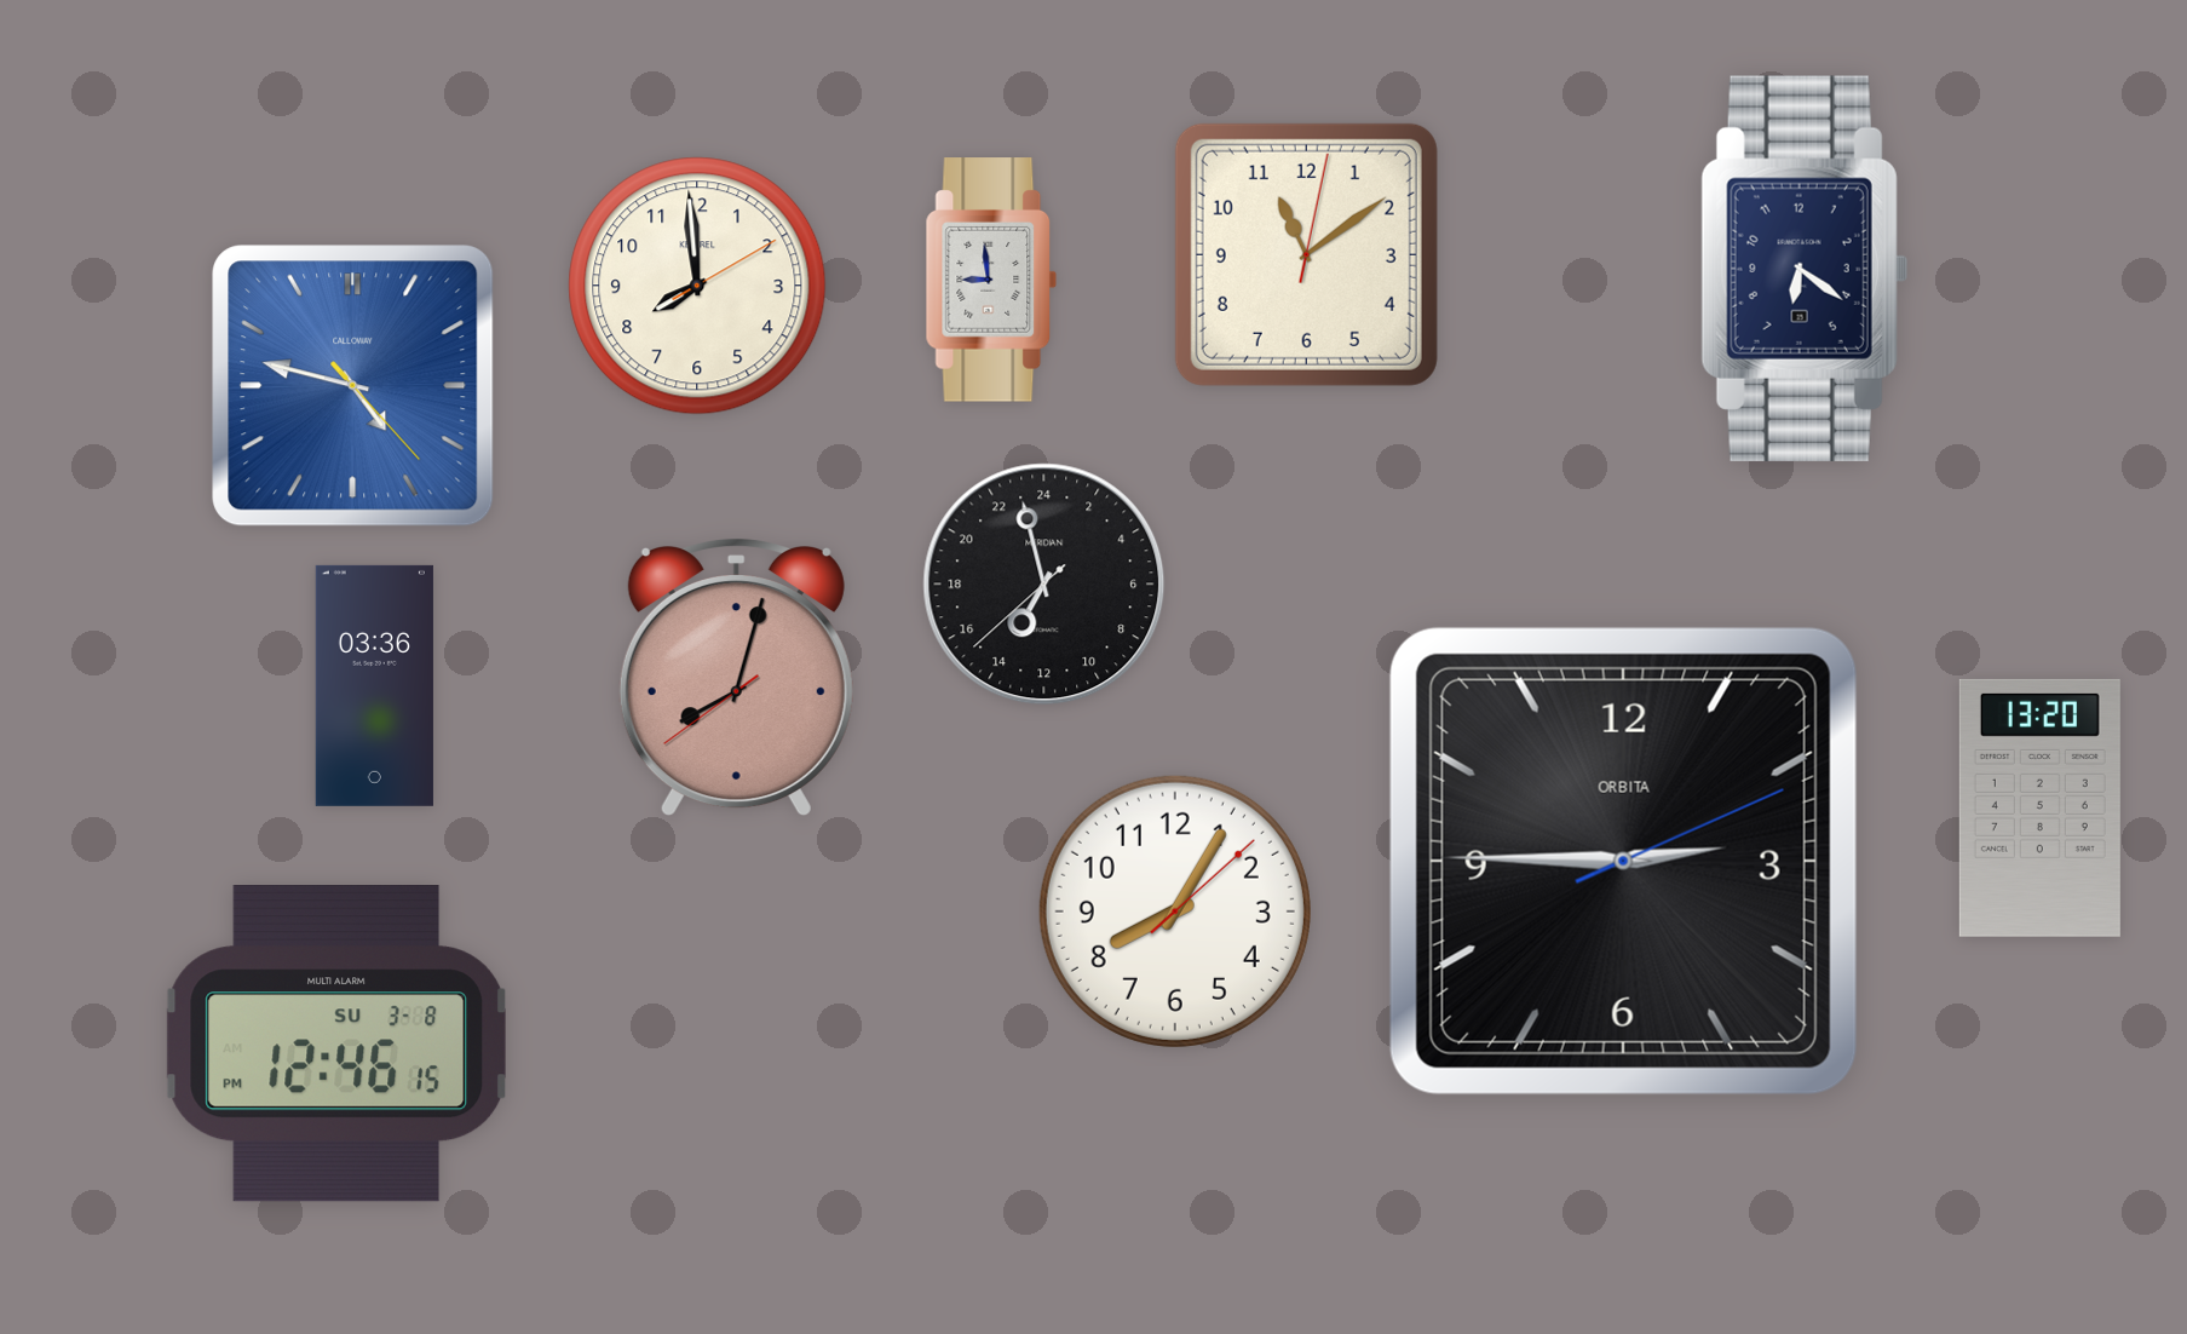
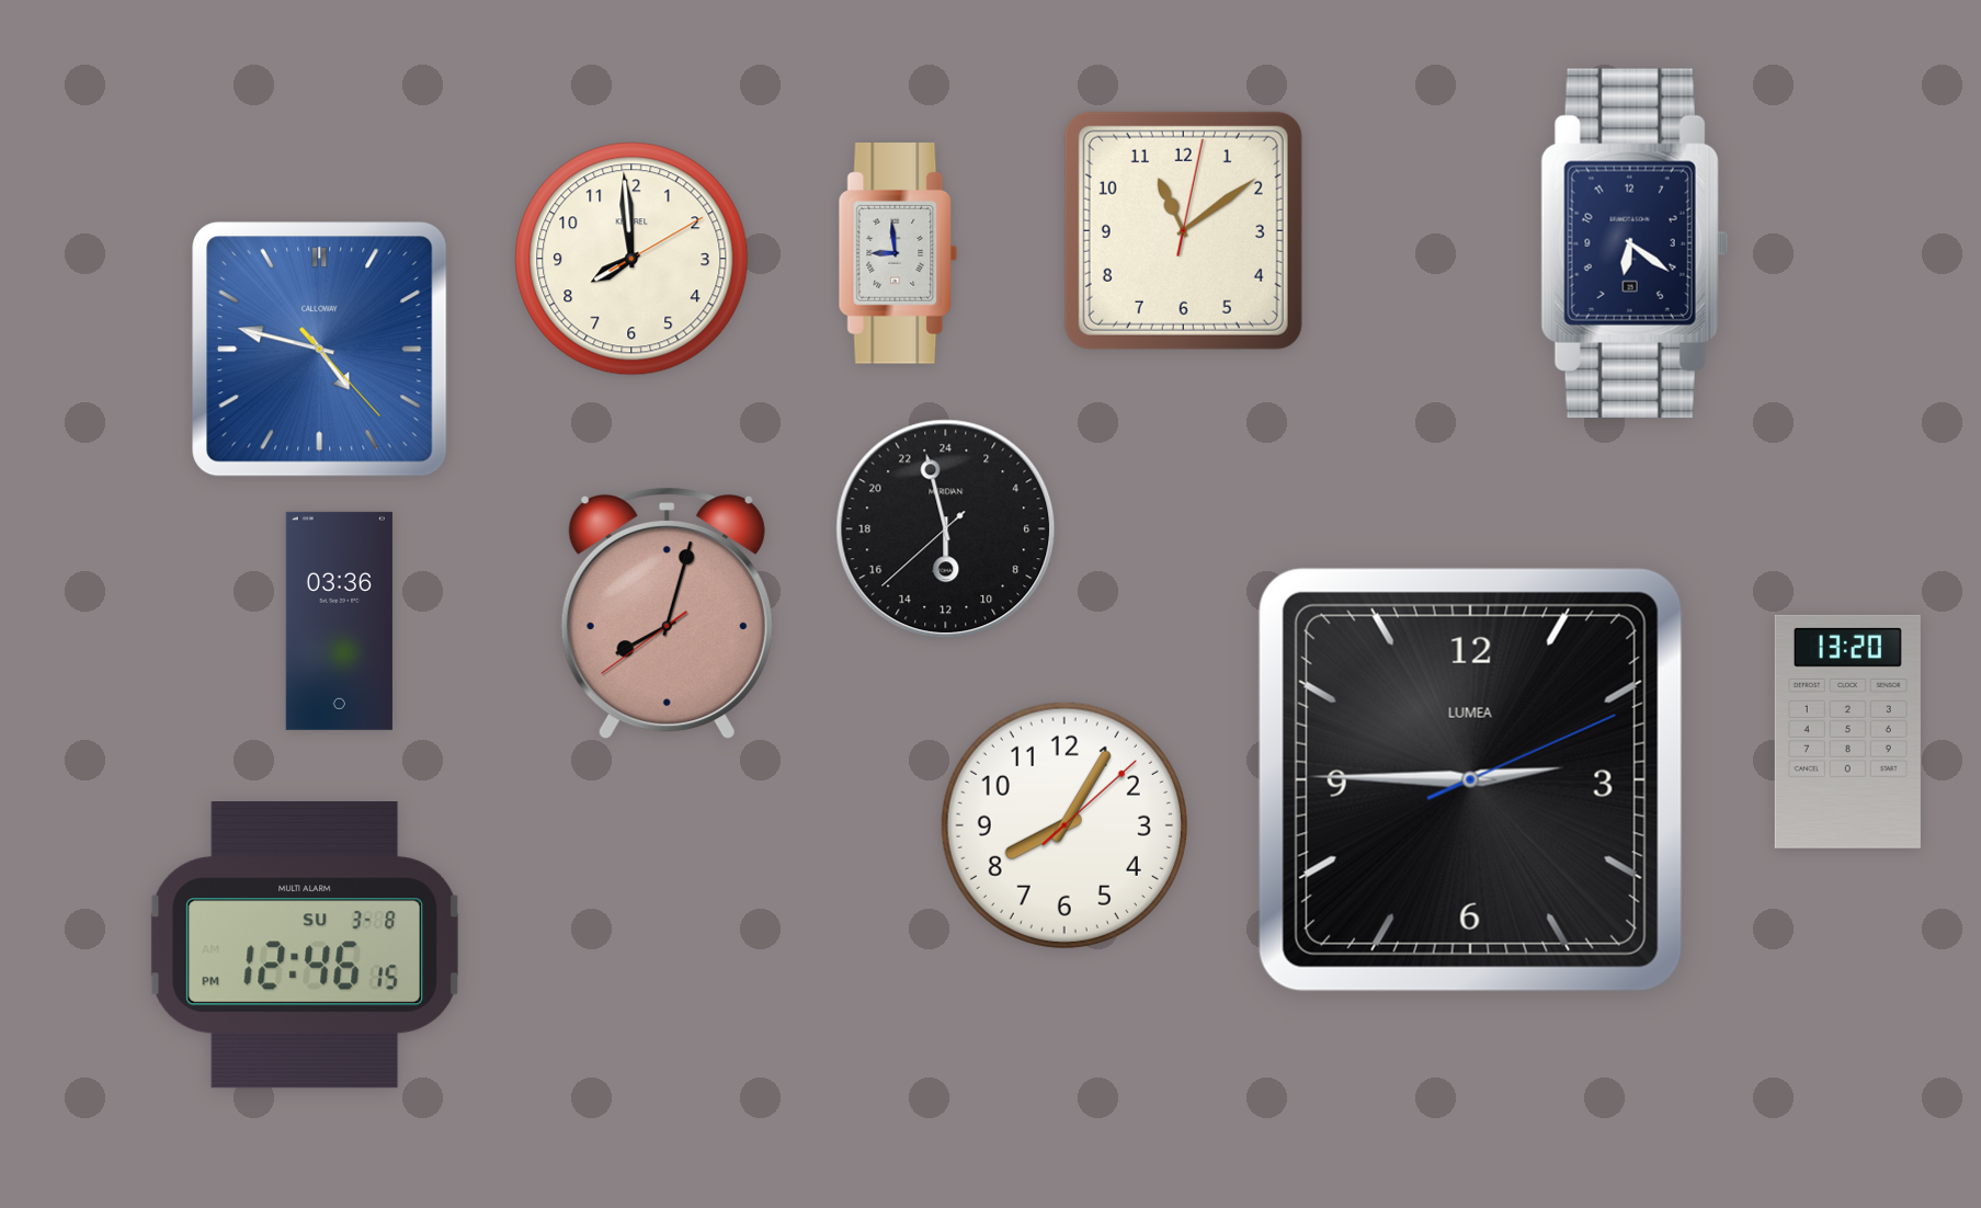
clock at (1044, 585): 13:57 -> 11:57
clock at (1623, 861) brand: ORBITA -> LUMEA
